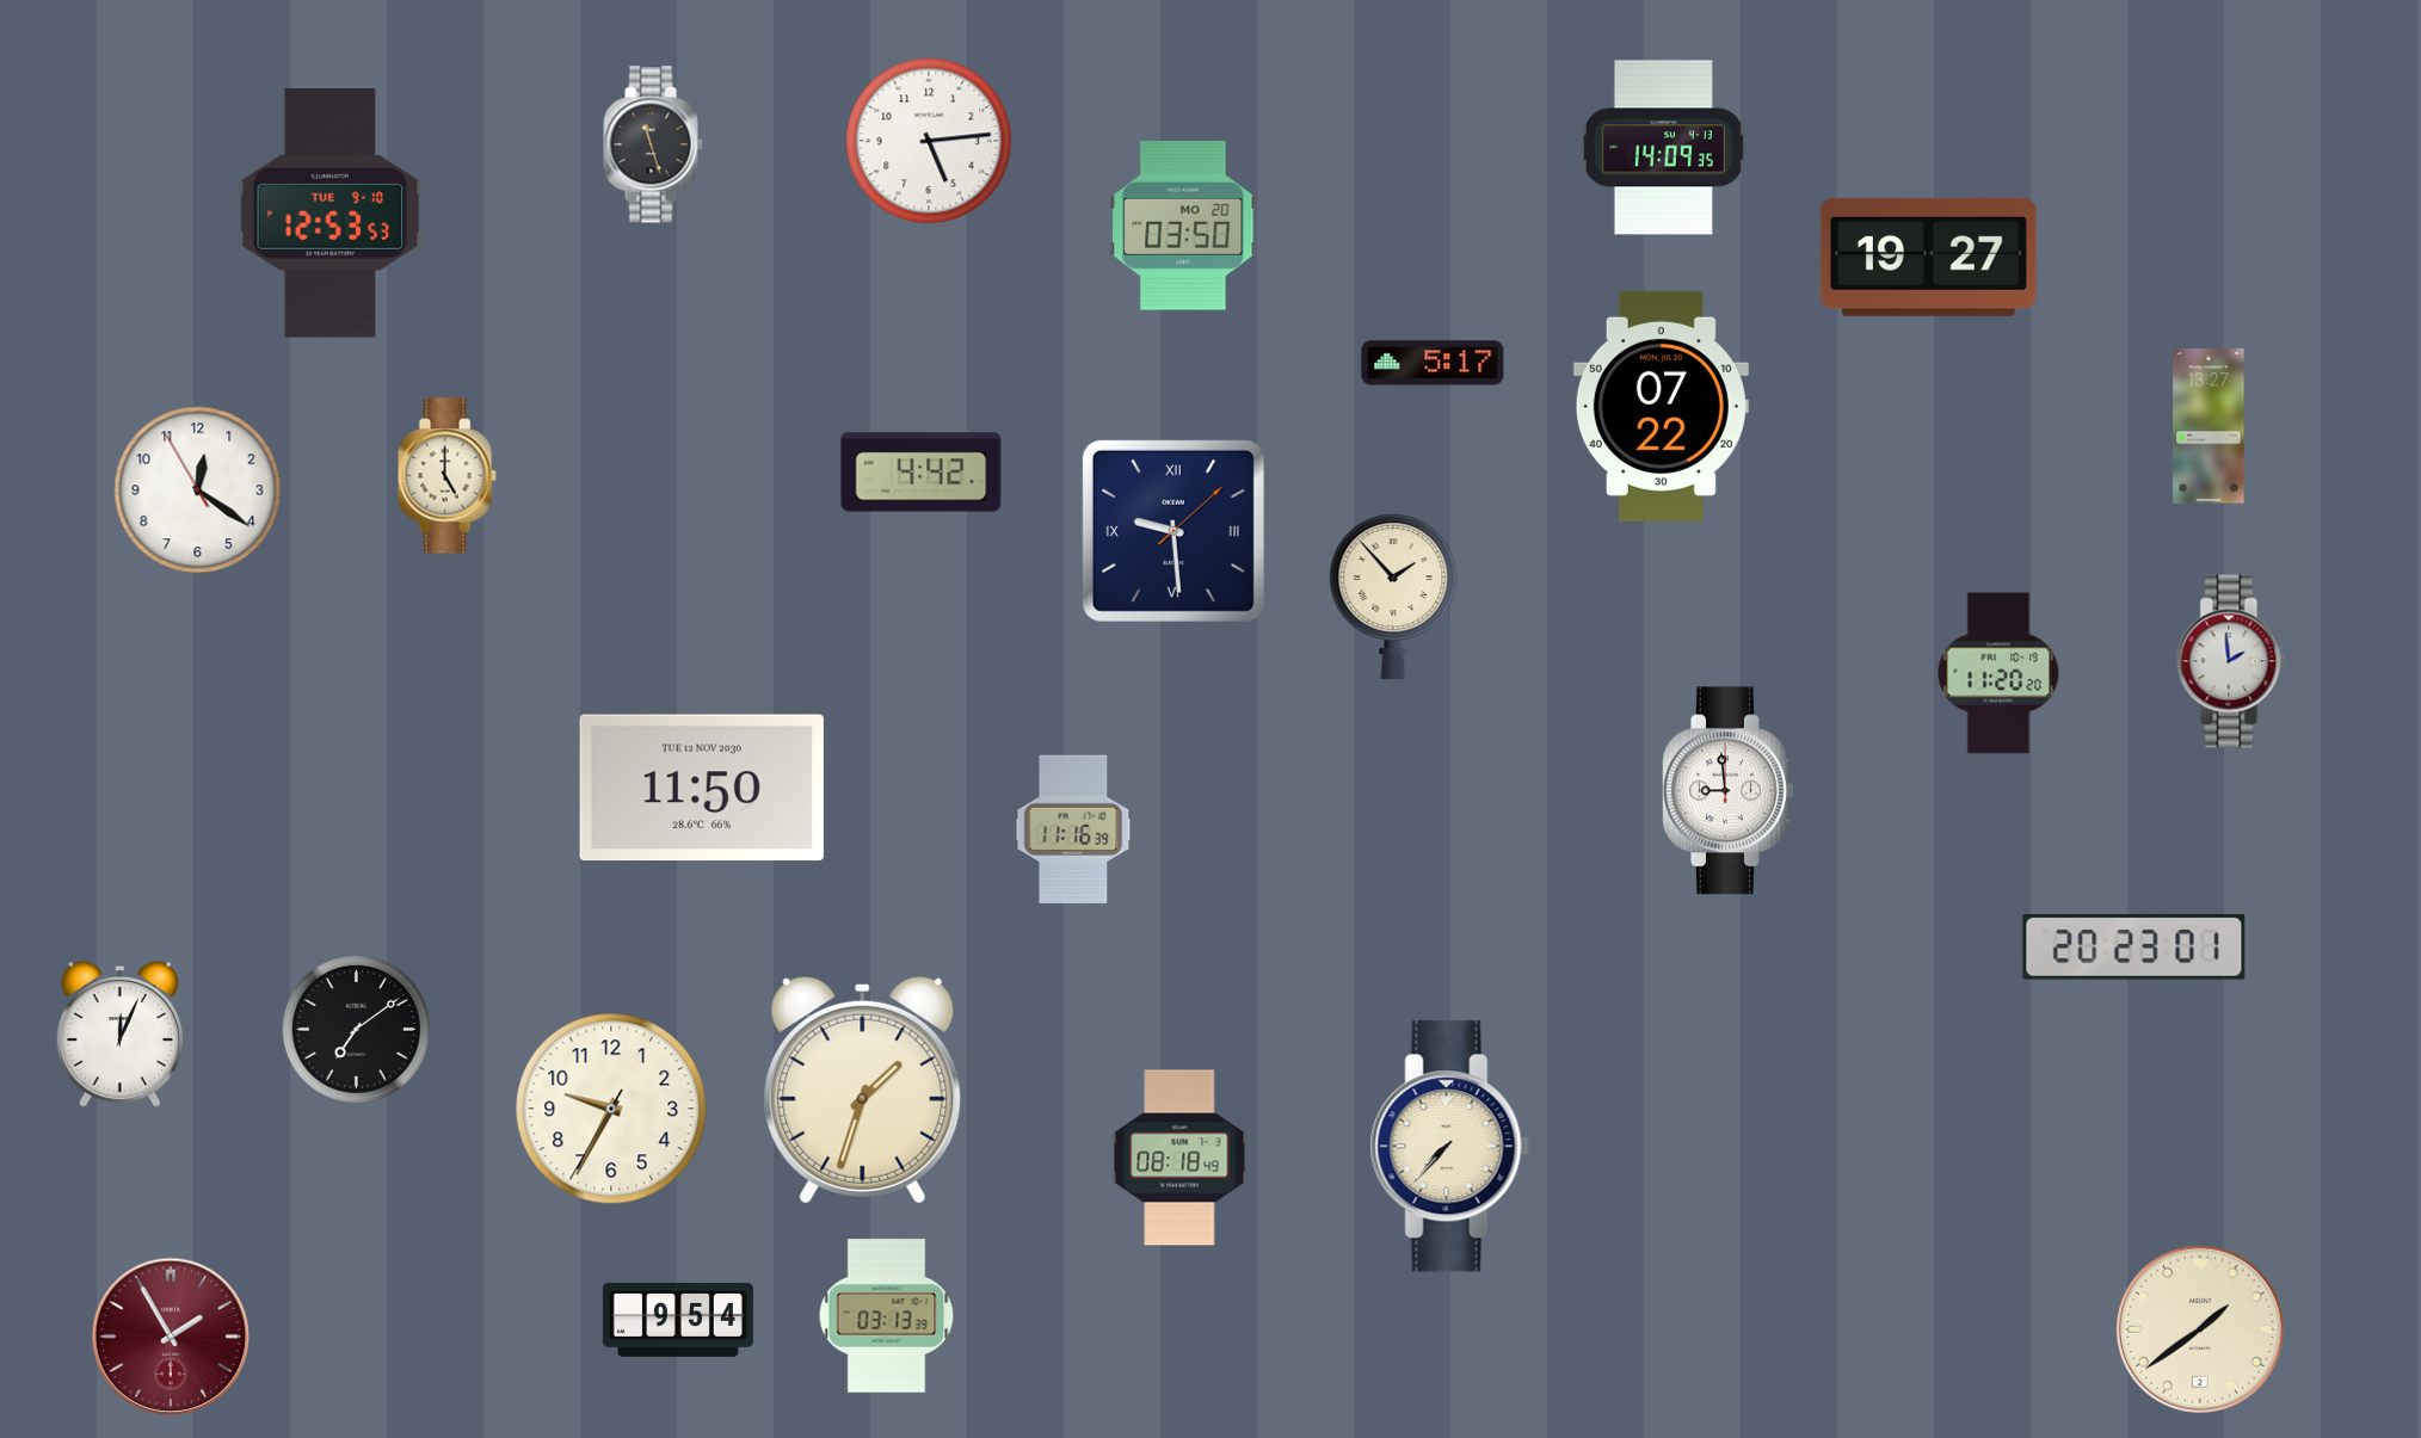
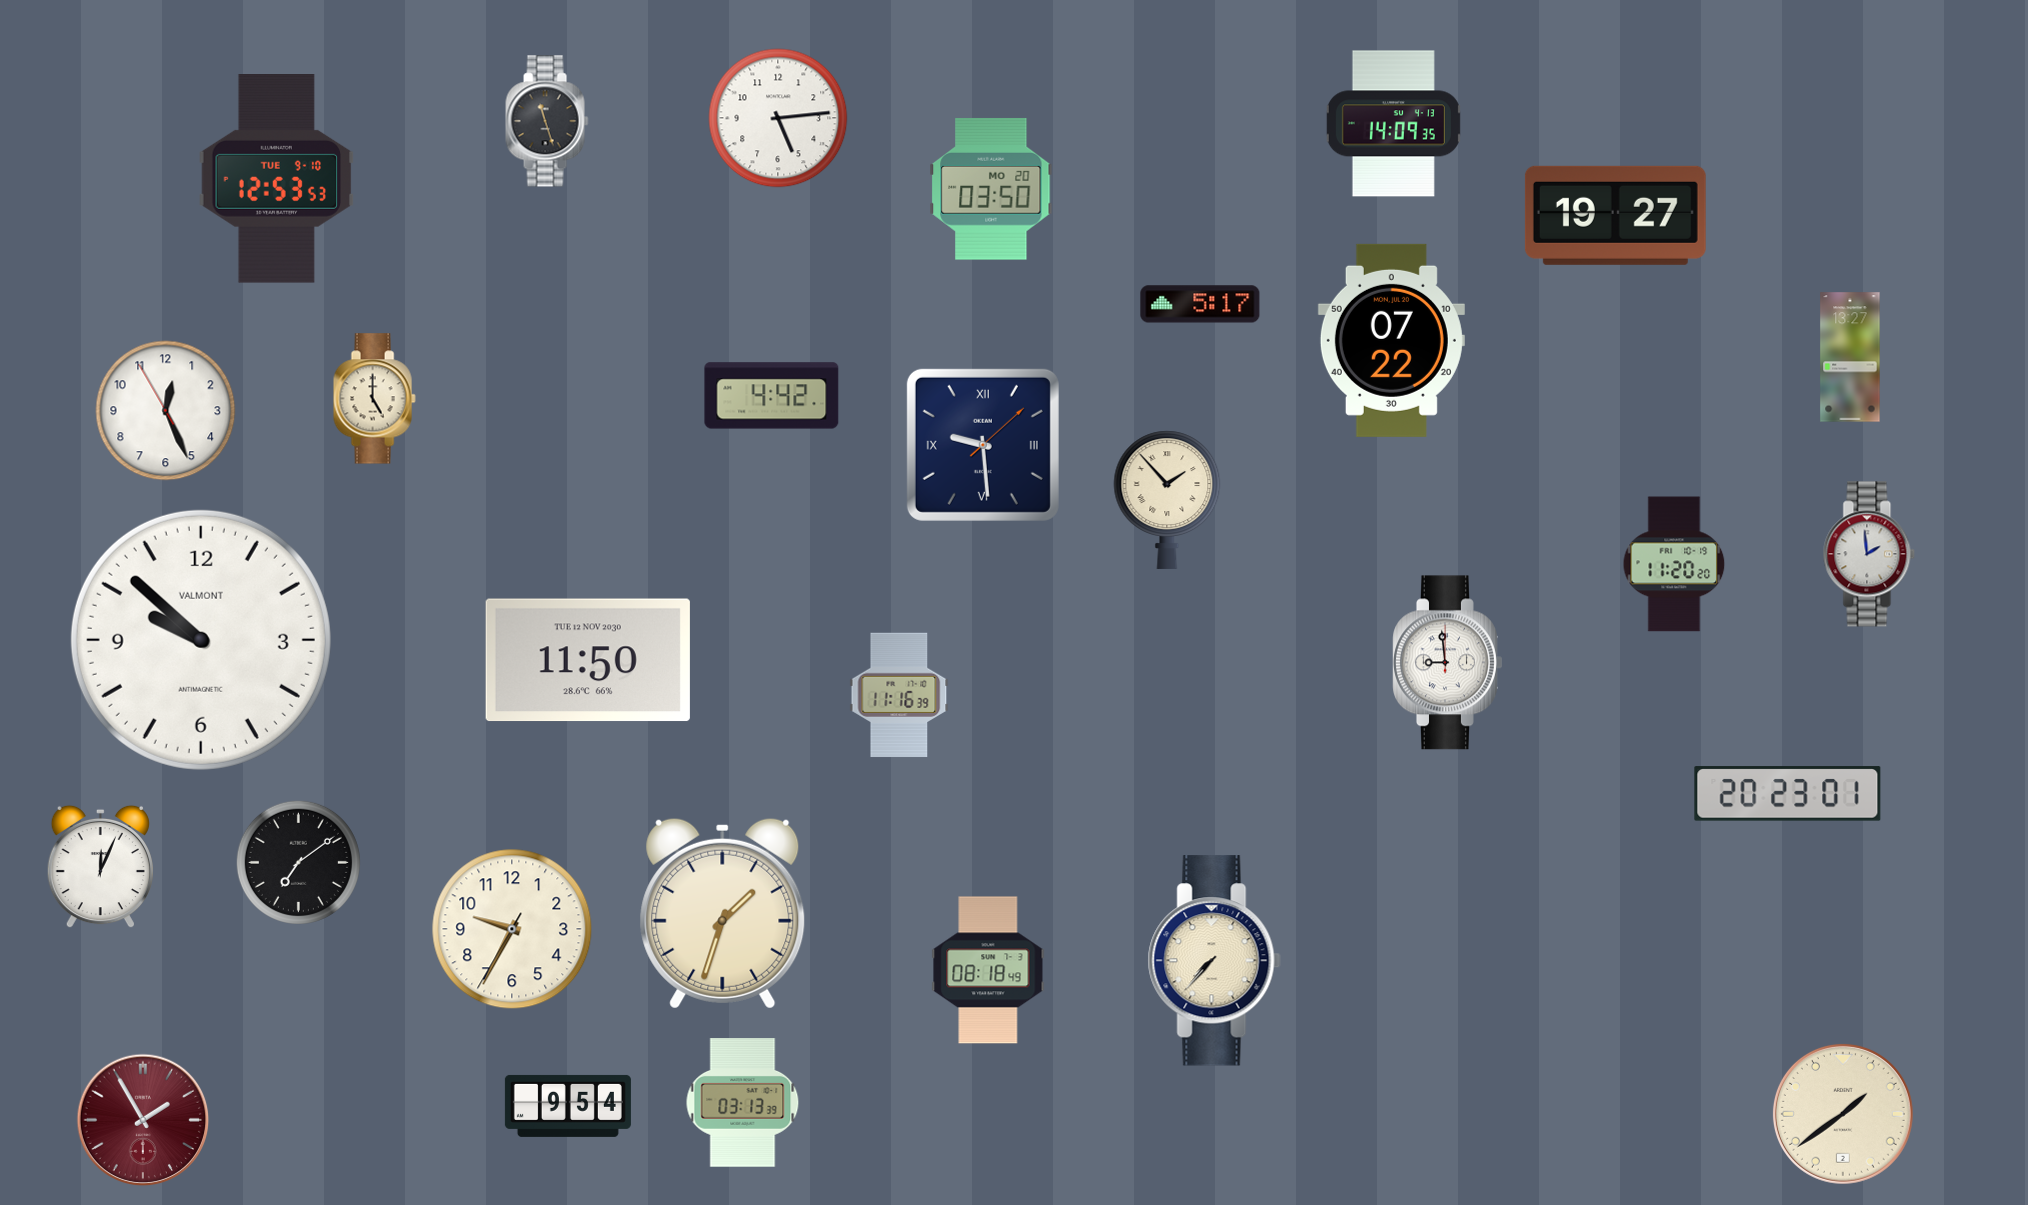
clock at (198, 490): 12:20 -> 12:25
clock at (201, 640): none -> 9:52
